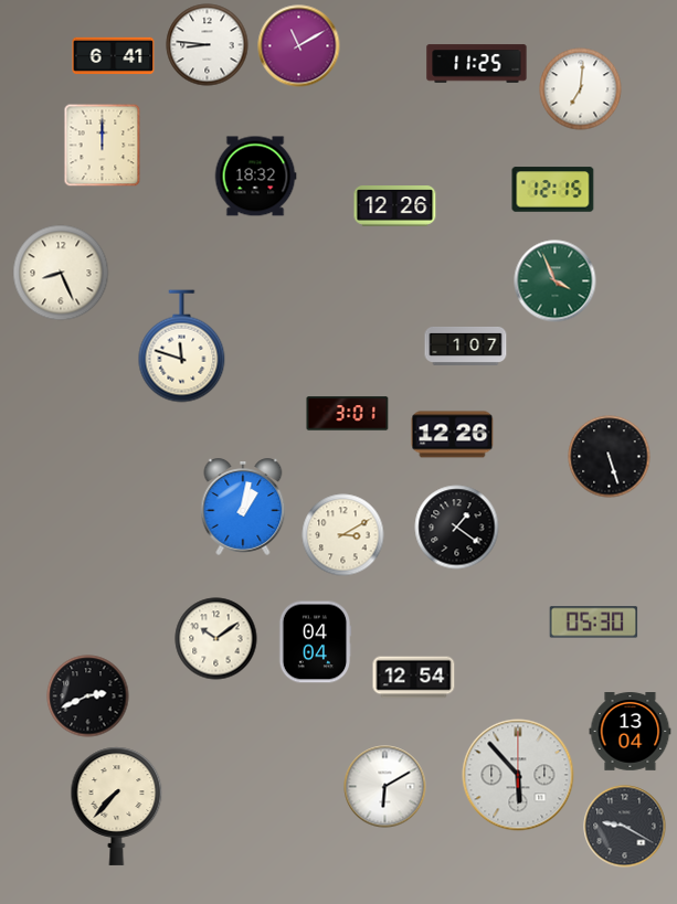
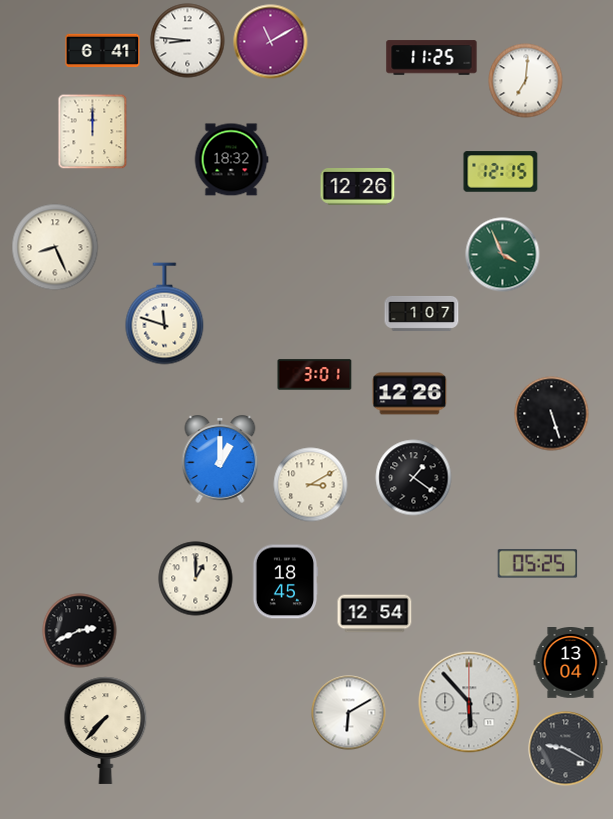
clock at (243, 508): 1:02 -> 1:00
clock at (594, 623): 05:30 -> 05:25
clock at (216, 639): 10:09 -> 1:00
clock at (315, 642): 04:04 -> 18:45
